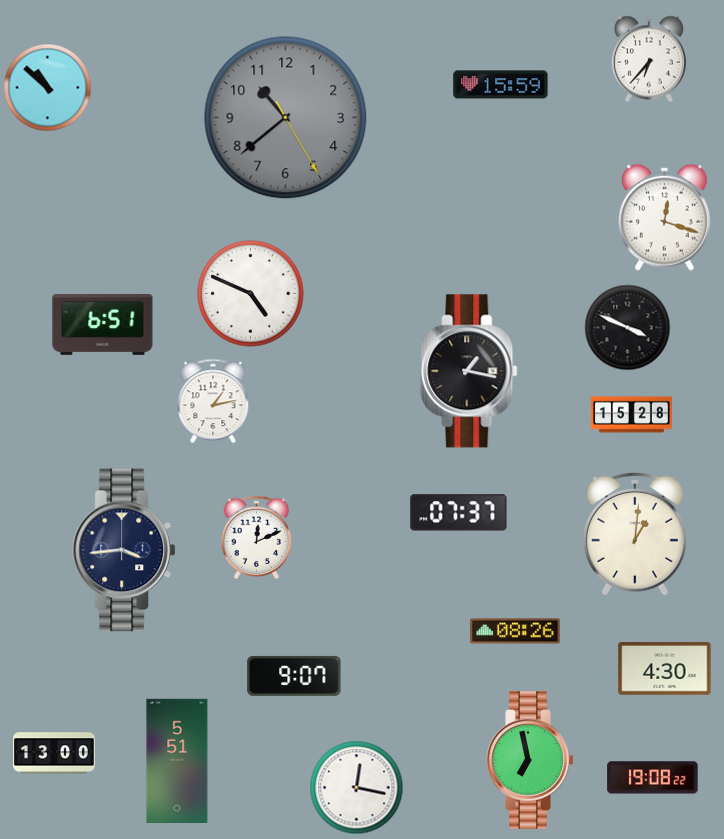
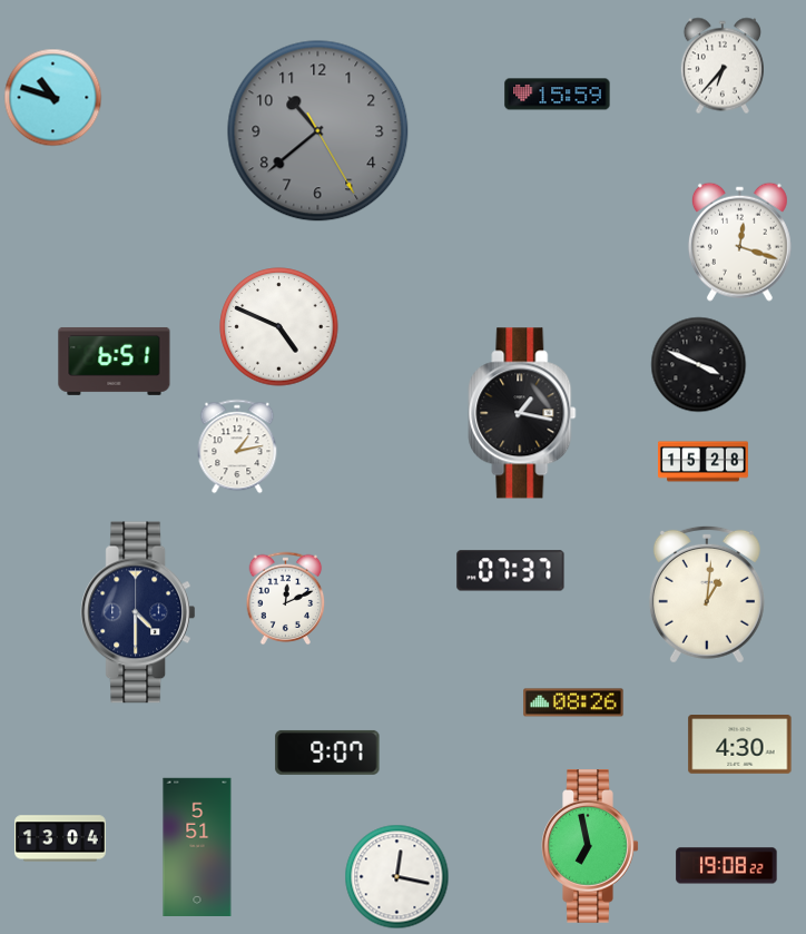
clock at (47, 87): 10:52 -> 10:48
clock at (124, 550): 3:44 -> 4:30
clock at (55, 753): 13:00 -> 13:04
